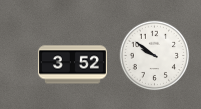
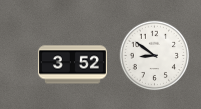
clock at (155, 56): 9:51 -> 8:51
